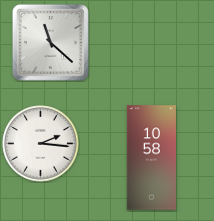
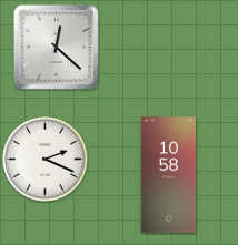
clock at (50, 42): 11:22 -> 12:22
clock at (41, 144): 2:16 -> 2:19
